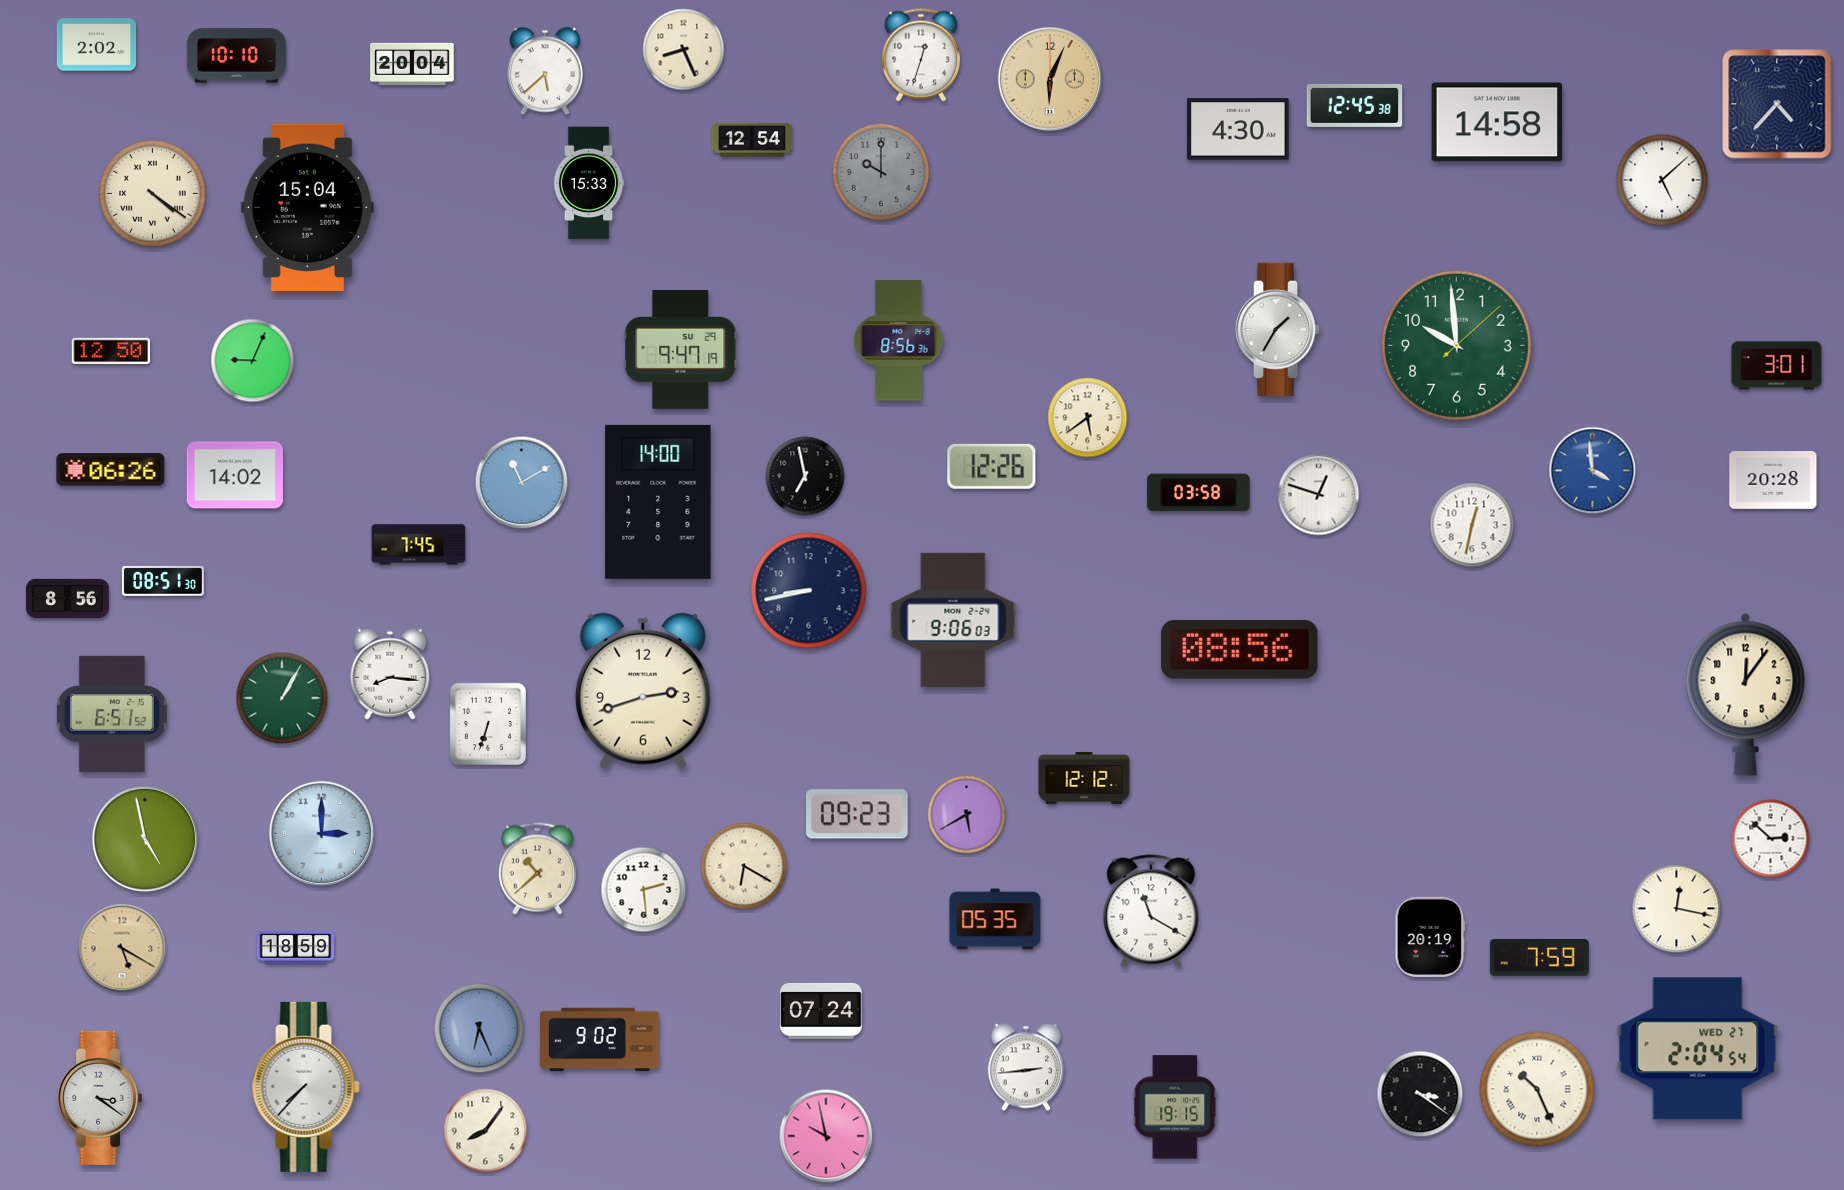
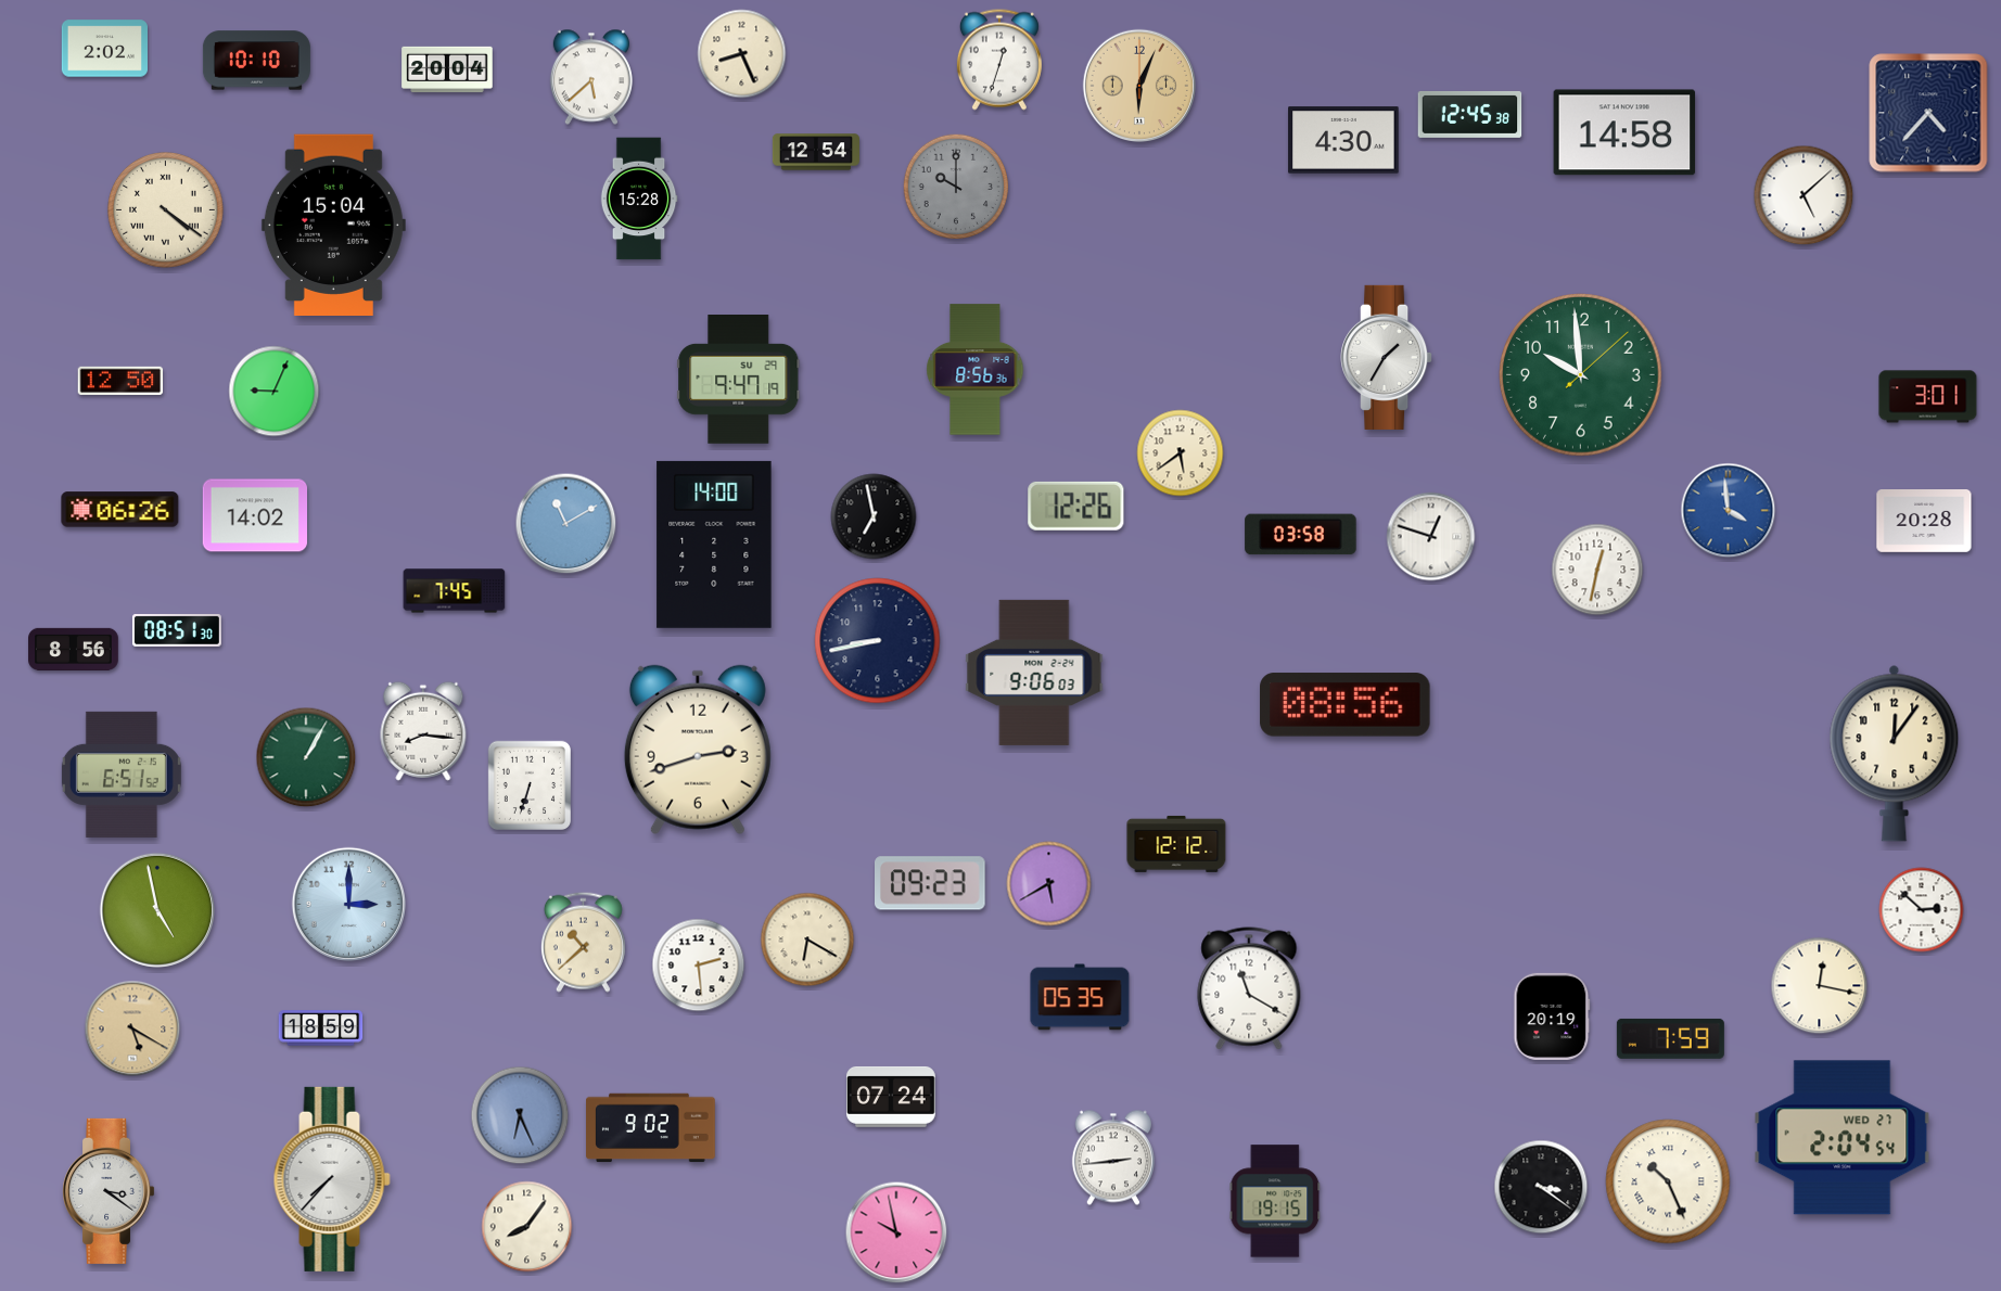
clock at (589, 183): 15:33 -> 15:28
